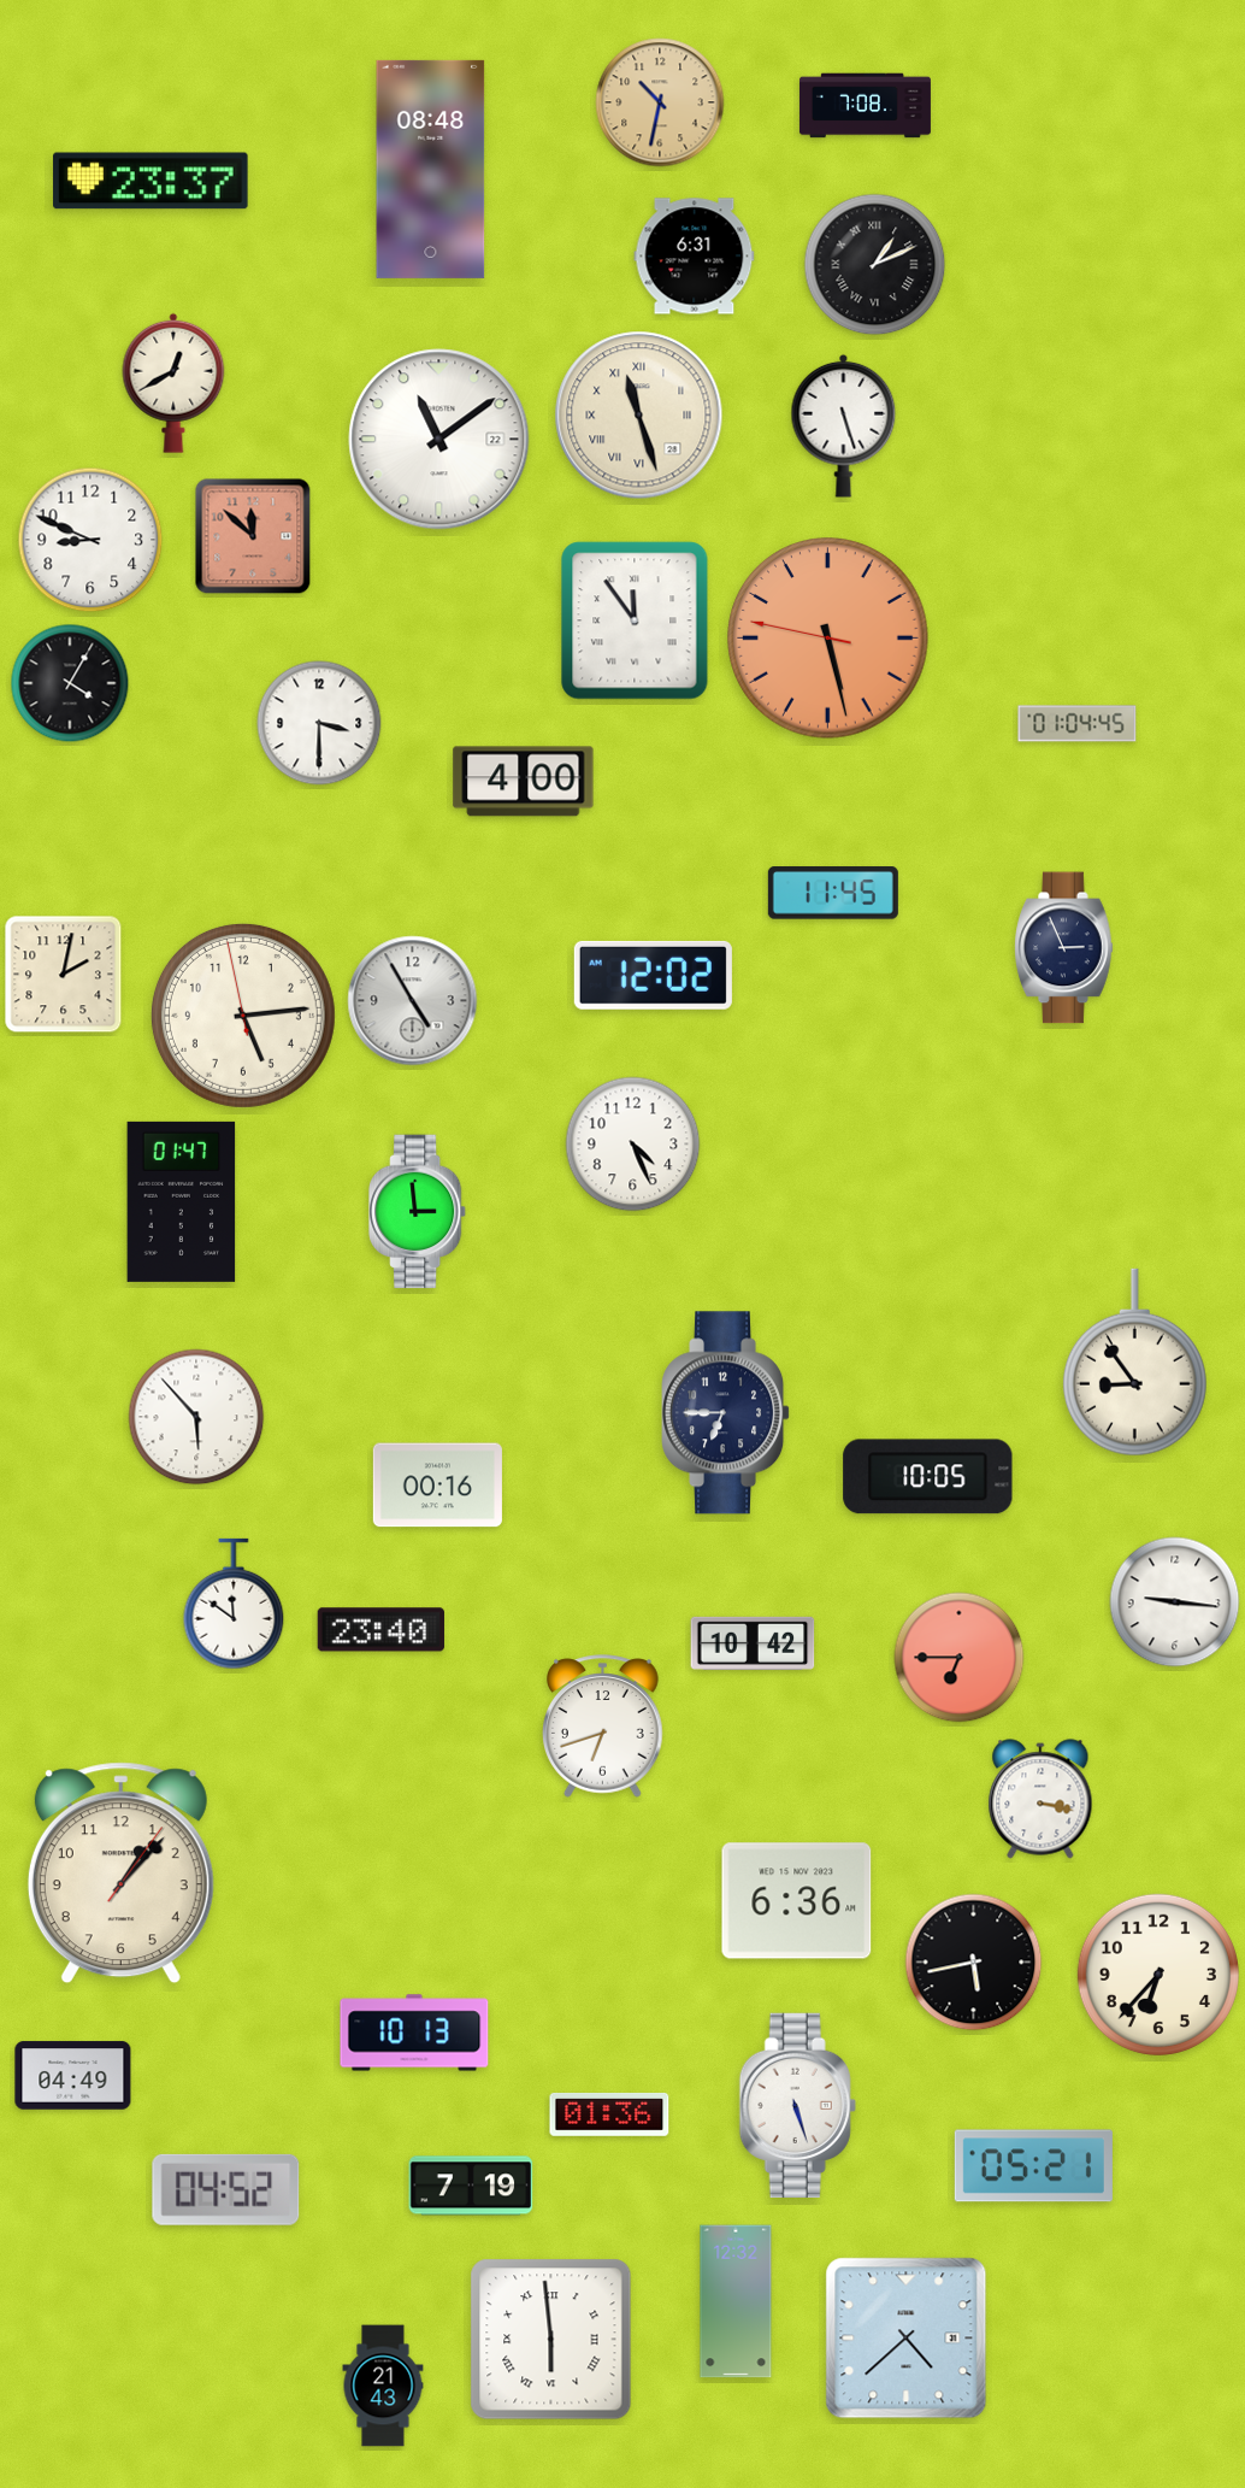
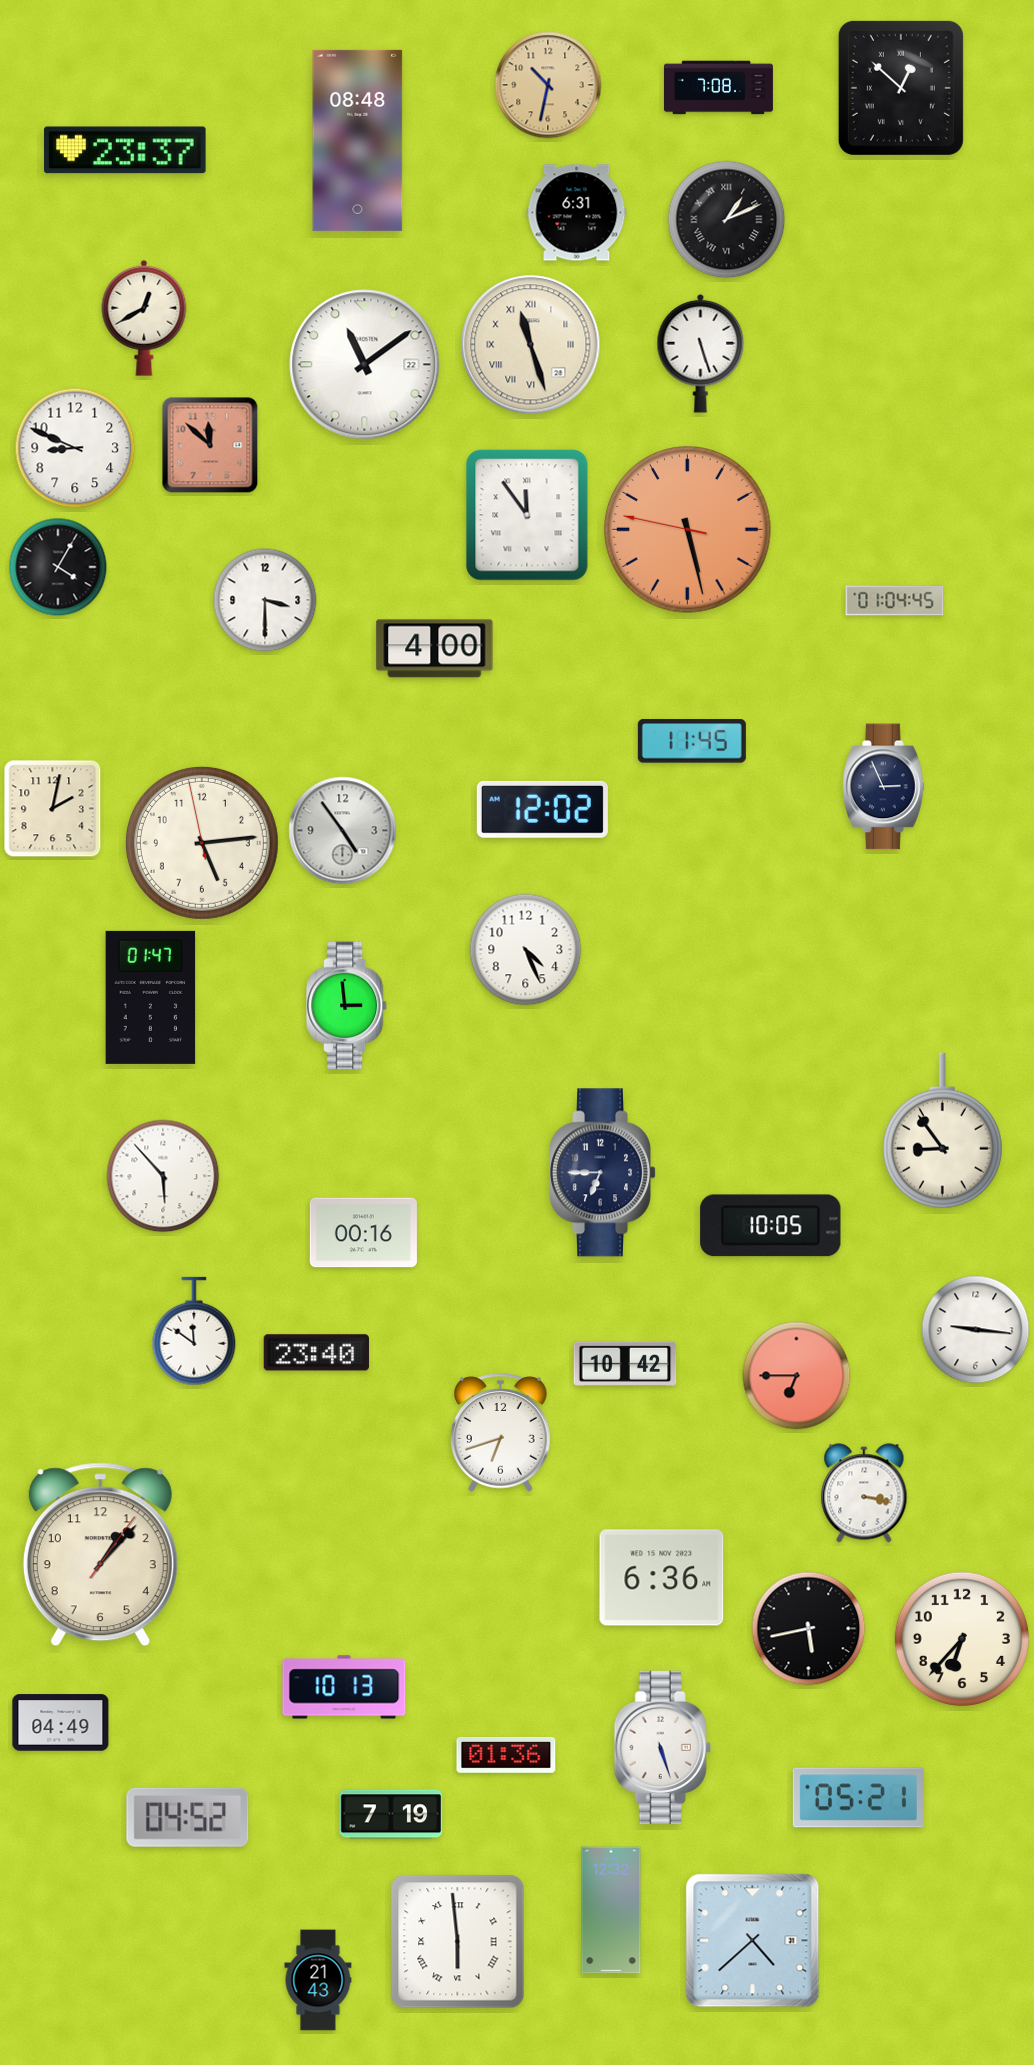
clock at (901, 88): none -> 12:52
clock at (413, 1001): 4:55 -> 4:54
